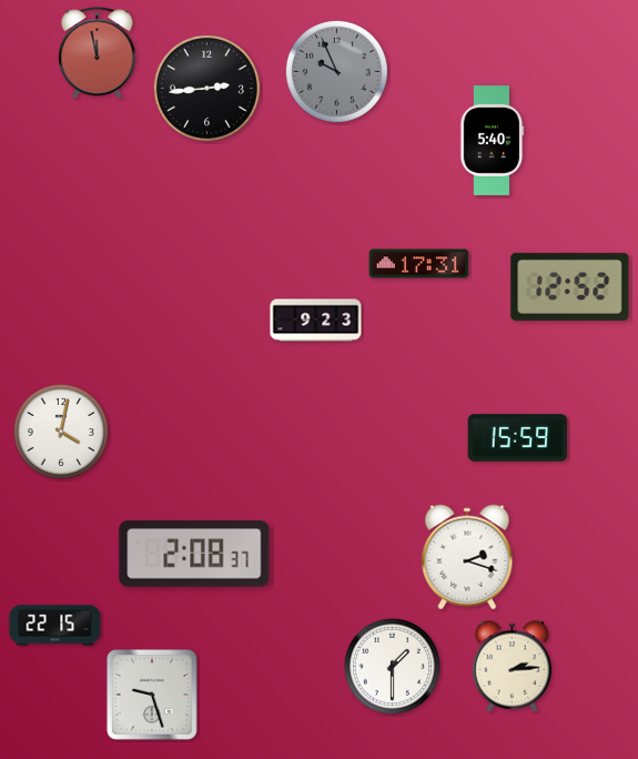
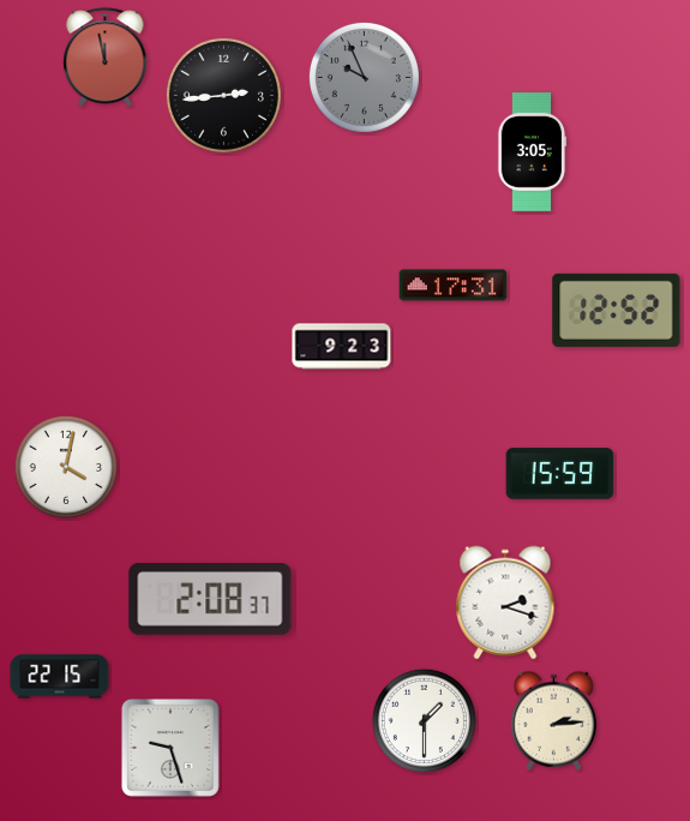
clock at (492, 141): 5:40 -> 3:05
clock at (152, 695) position: (152, 695) -> (170, 748)
